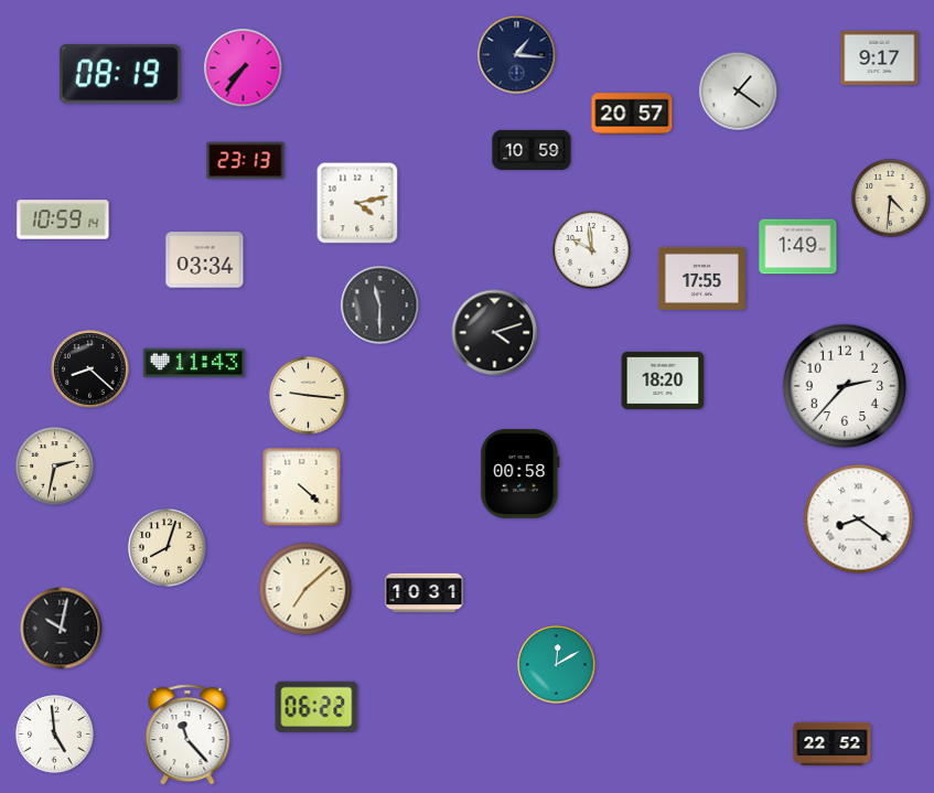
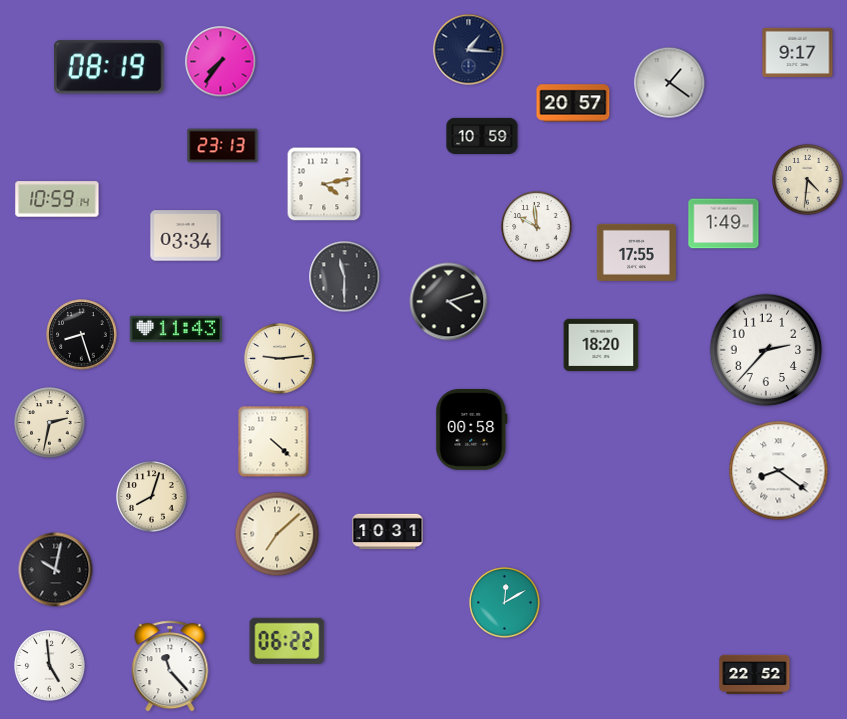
clock at (90, 369): 8:22 -> 8:27
clock at (309, 396): 9:16 -> 9:14
clock at (425, 593) position: (425, 593) -> (388, 532)
